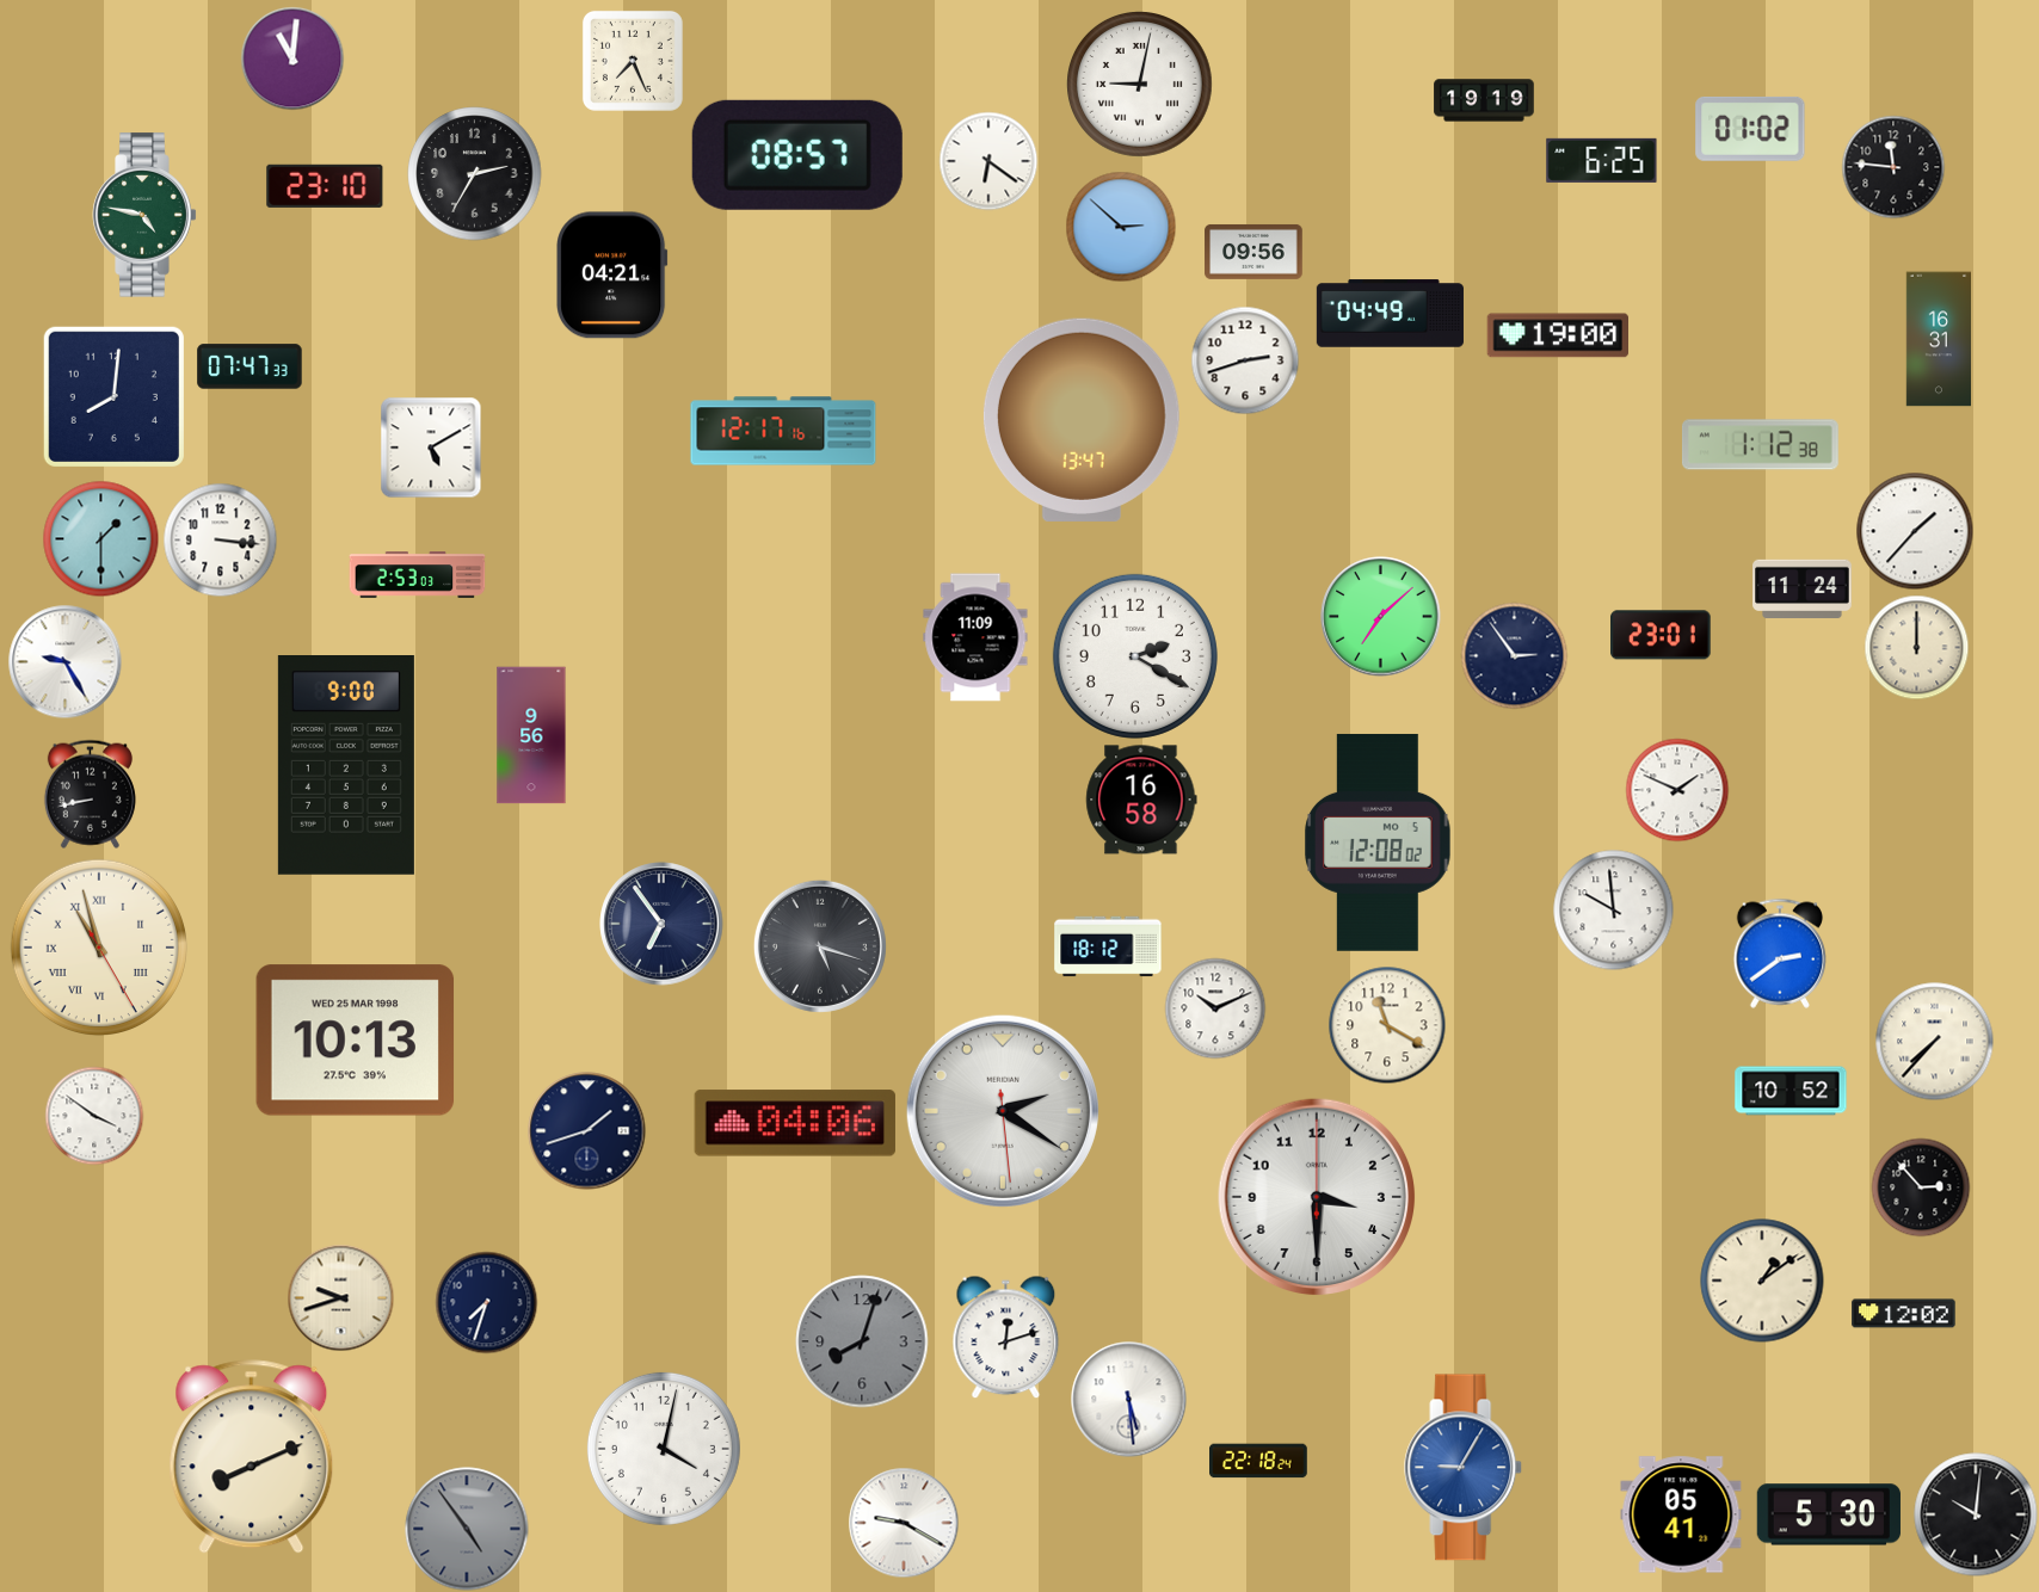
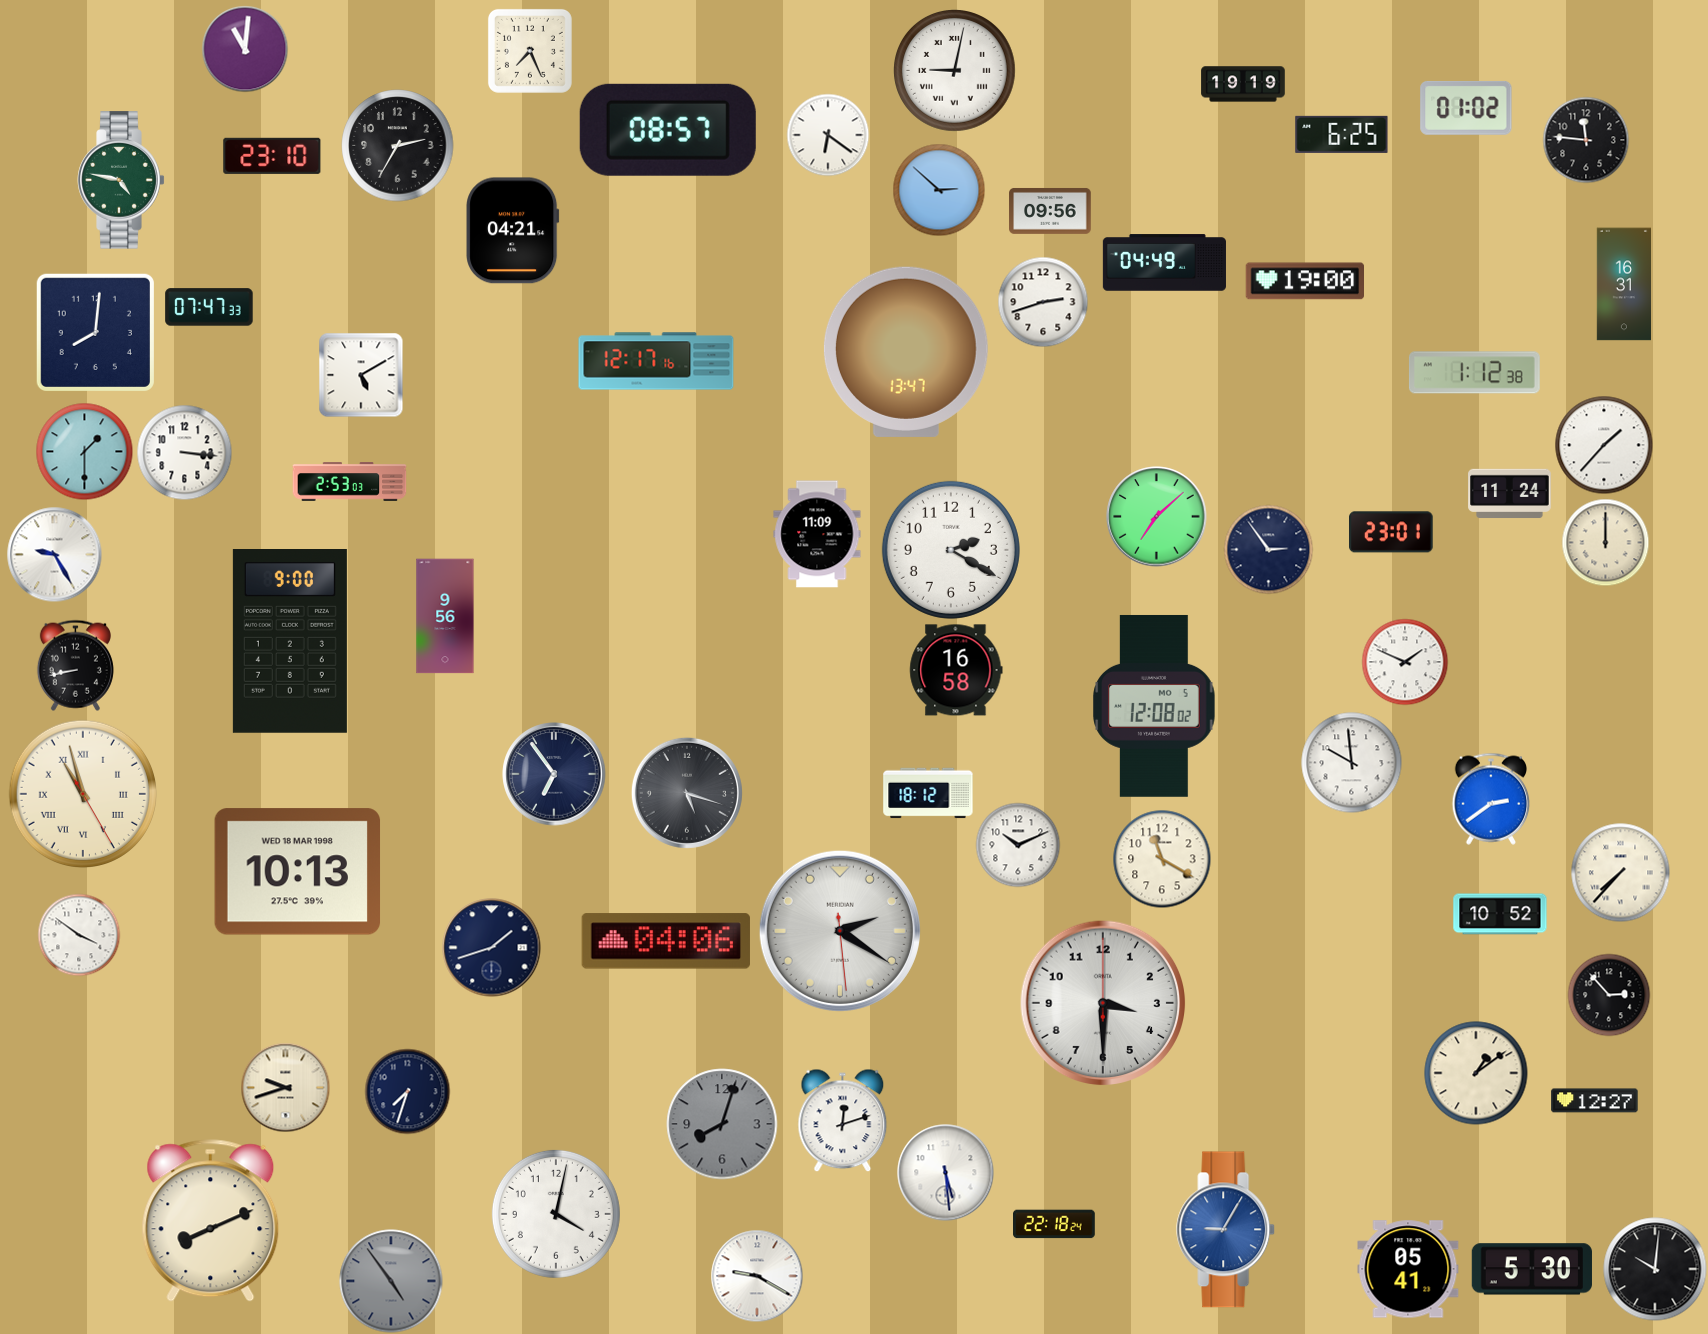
clock at (356, 1041) date: WED 25 MAR 1998 -> WED 18 MAR 1998
clock at (1904, 1314): 12:02 -> 12:27
